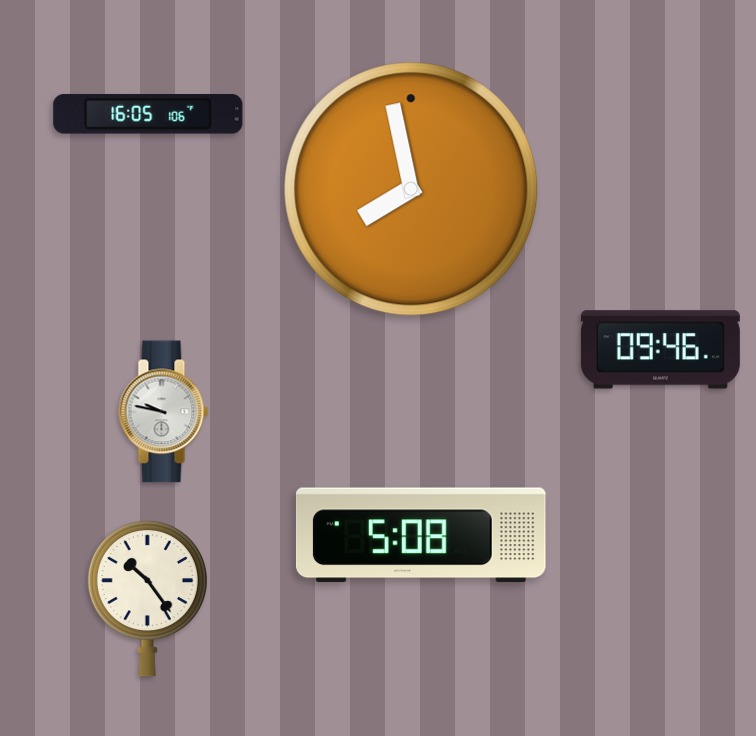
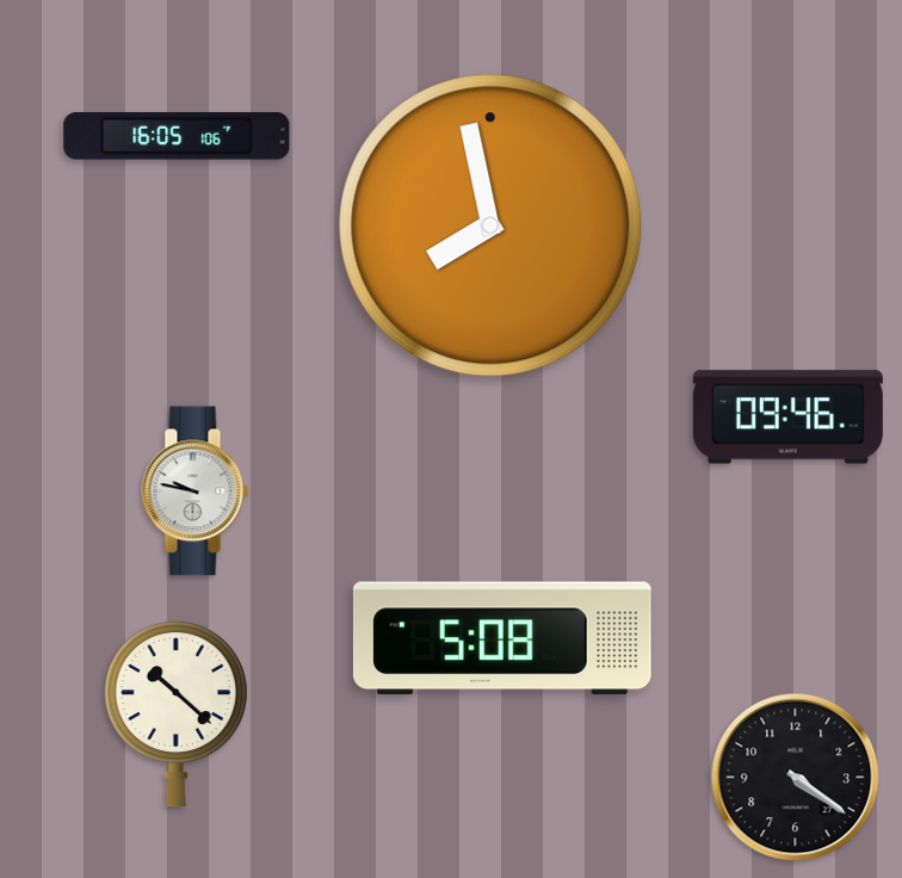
clock at (147, 598): 10:24 -> 10:22
clock at (796, 778): none -> 4:21
